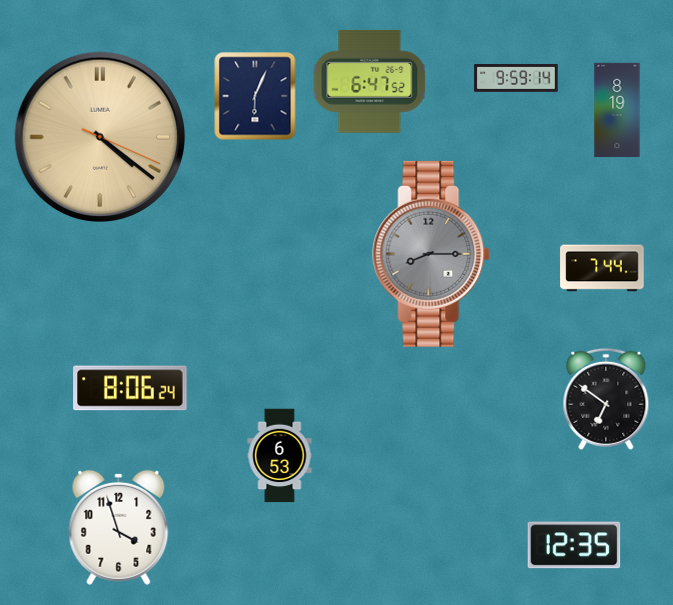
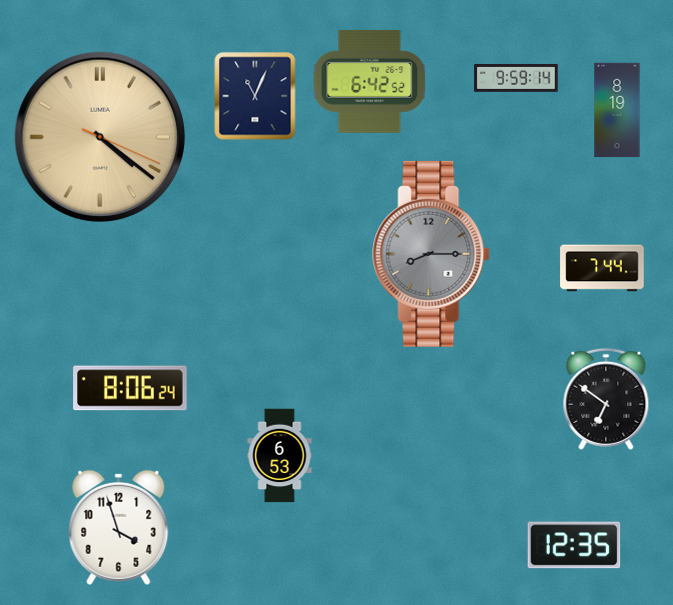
clock at (370, 81): 6:47 -> 6:42
clock at (255, 96): 6:04 -> 11:04
